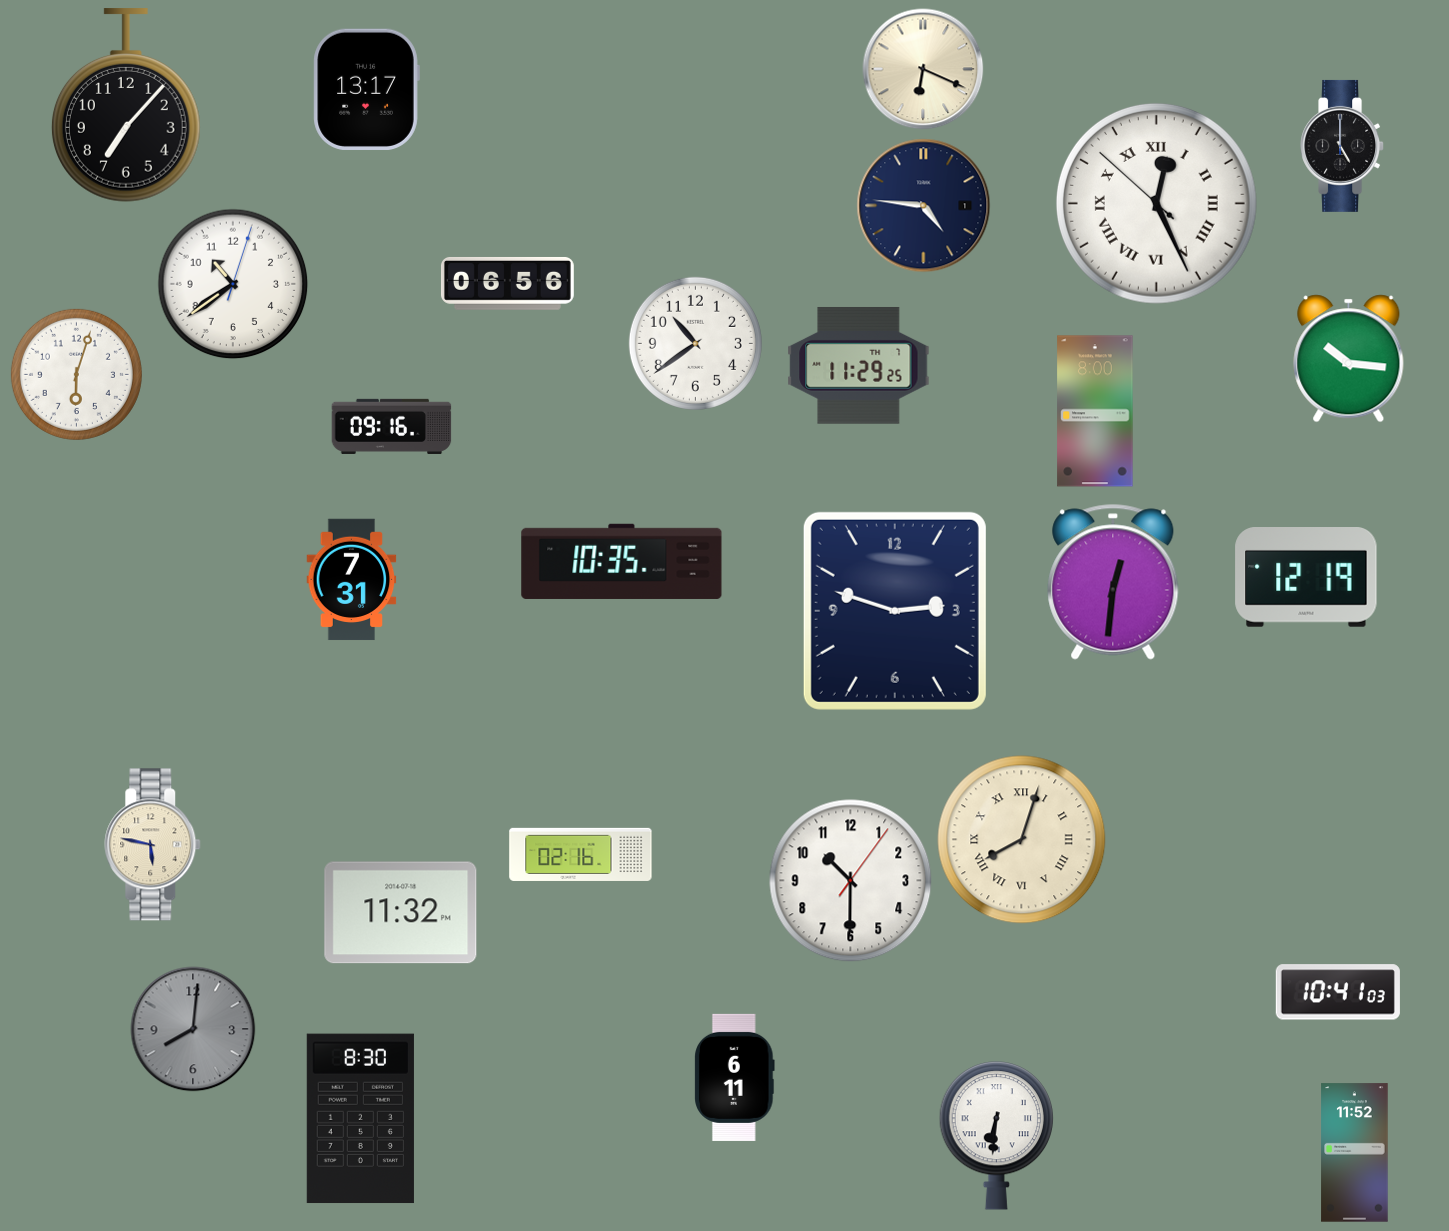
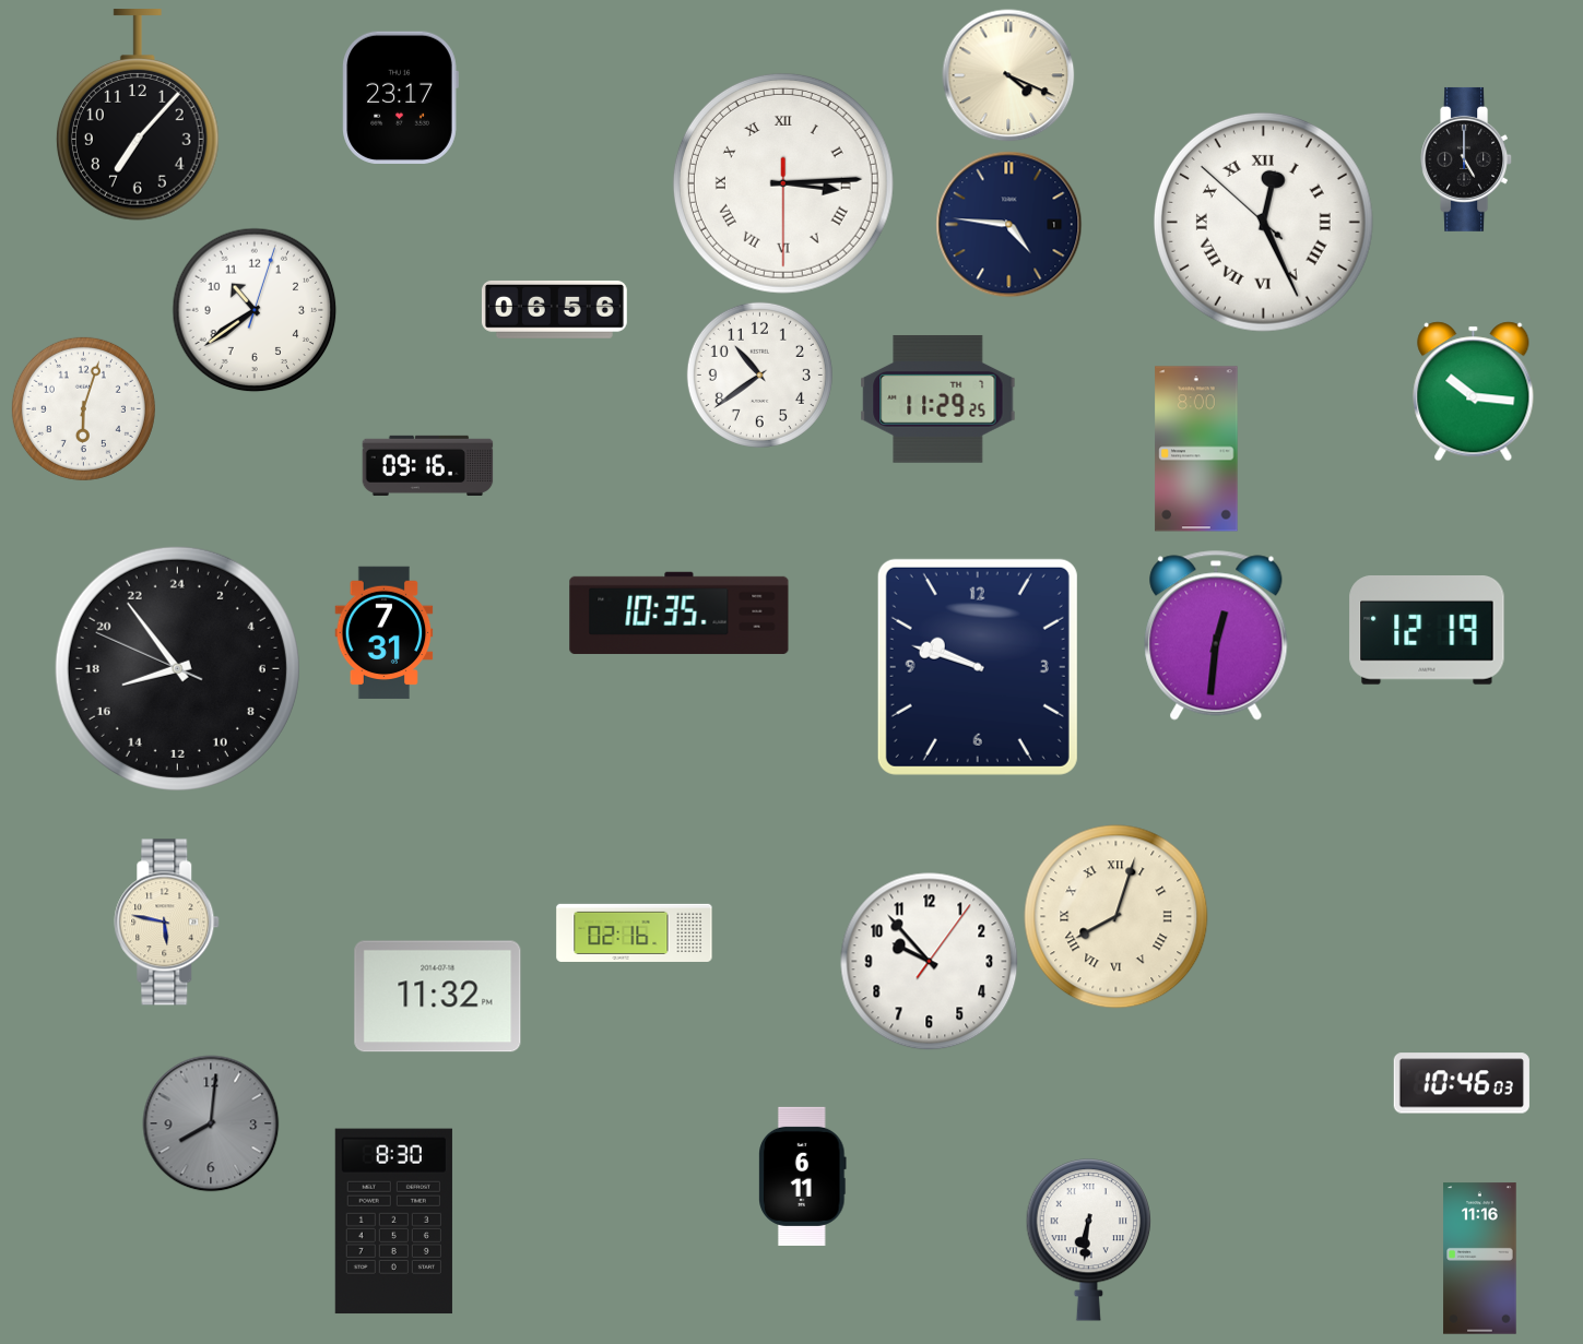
clock at (923, 69): 6:19 -> 4:19
clock at (366, 89): 13:17 -> 23:17
clock at (783, 183): none -> 3:14
clock at (895, 611): 2:48 -> 9:48
clock at (177, 668): none -> 16:53
clock at (851, 881): 10:30 -> 9:53
clock at (1338, 992): 10:41 -> 10:46
clock at (1355, 1153): 11:52 -> 11:16
